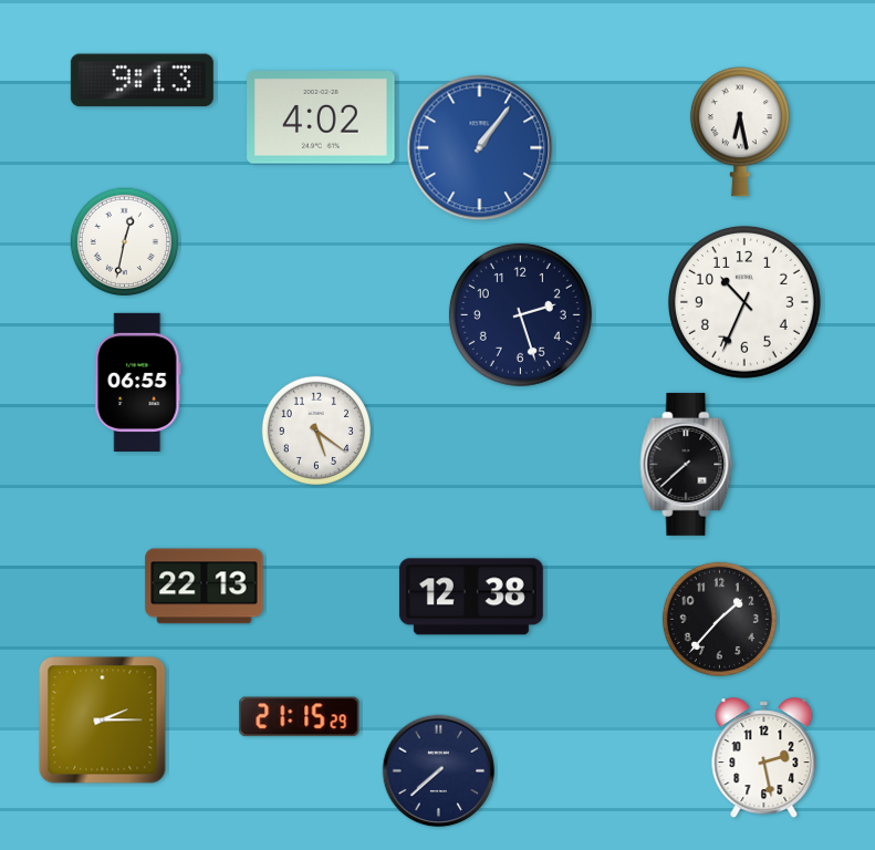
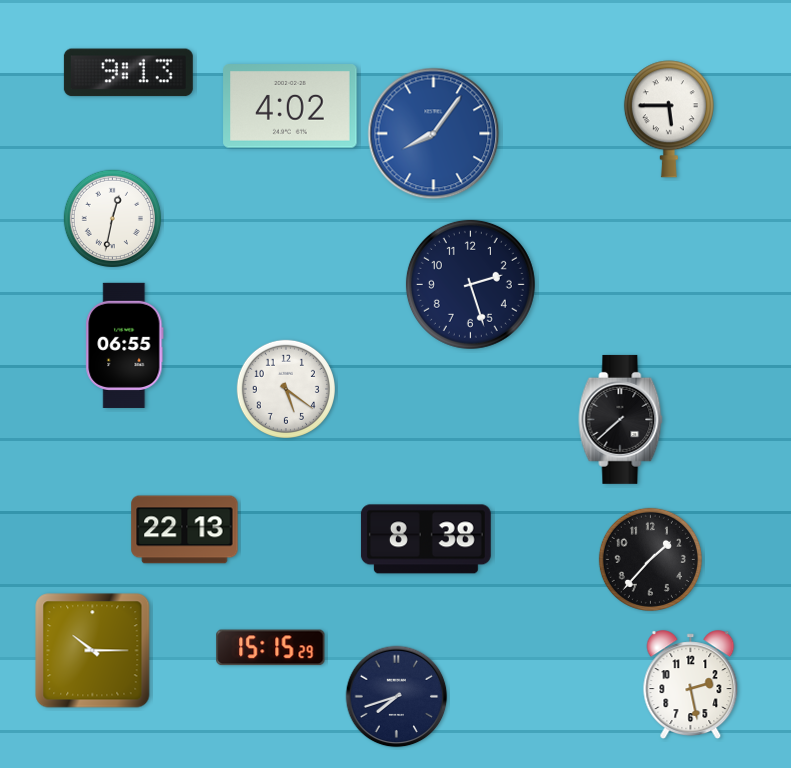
clock at (740, 132): 6:28 -> 5:45
clock at (480, 148): 1:06 -> 8:06
clock at (744, 302): 10:34 -> none
clock at (471, 597): 12:38 -> 8:38
clock at (300, 717): 21:15 -> 15:15
clock at (103, 721): 2:15 -> 10:15
clock at (439, 771): 7:38 -> 7:42
